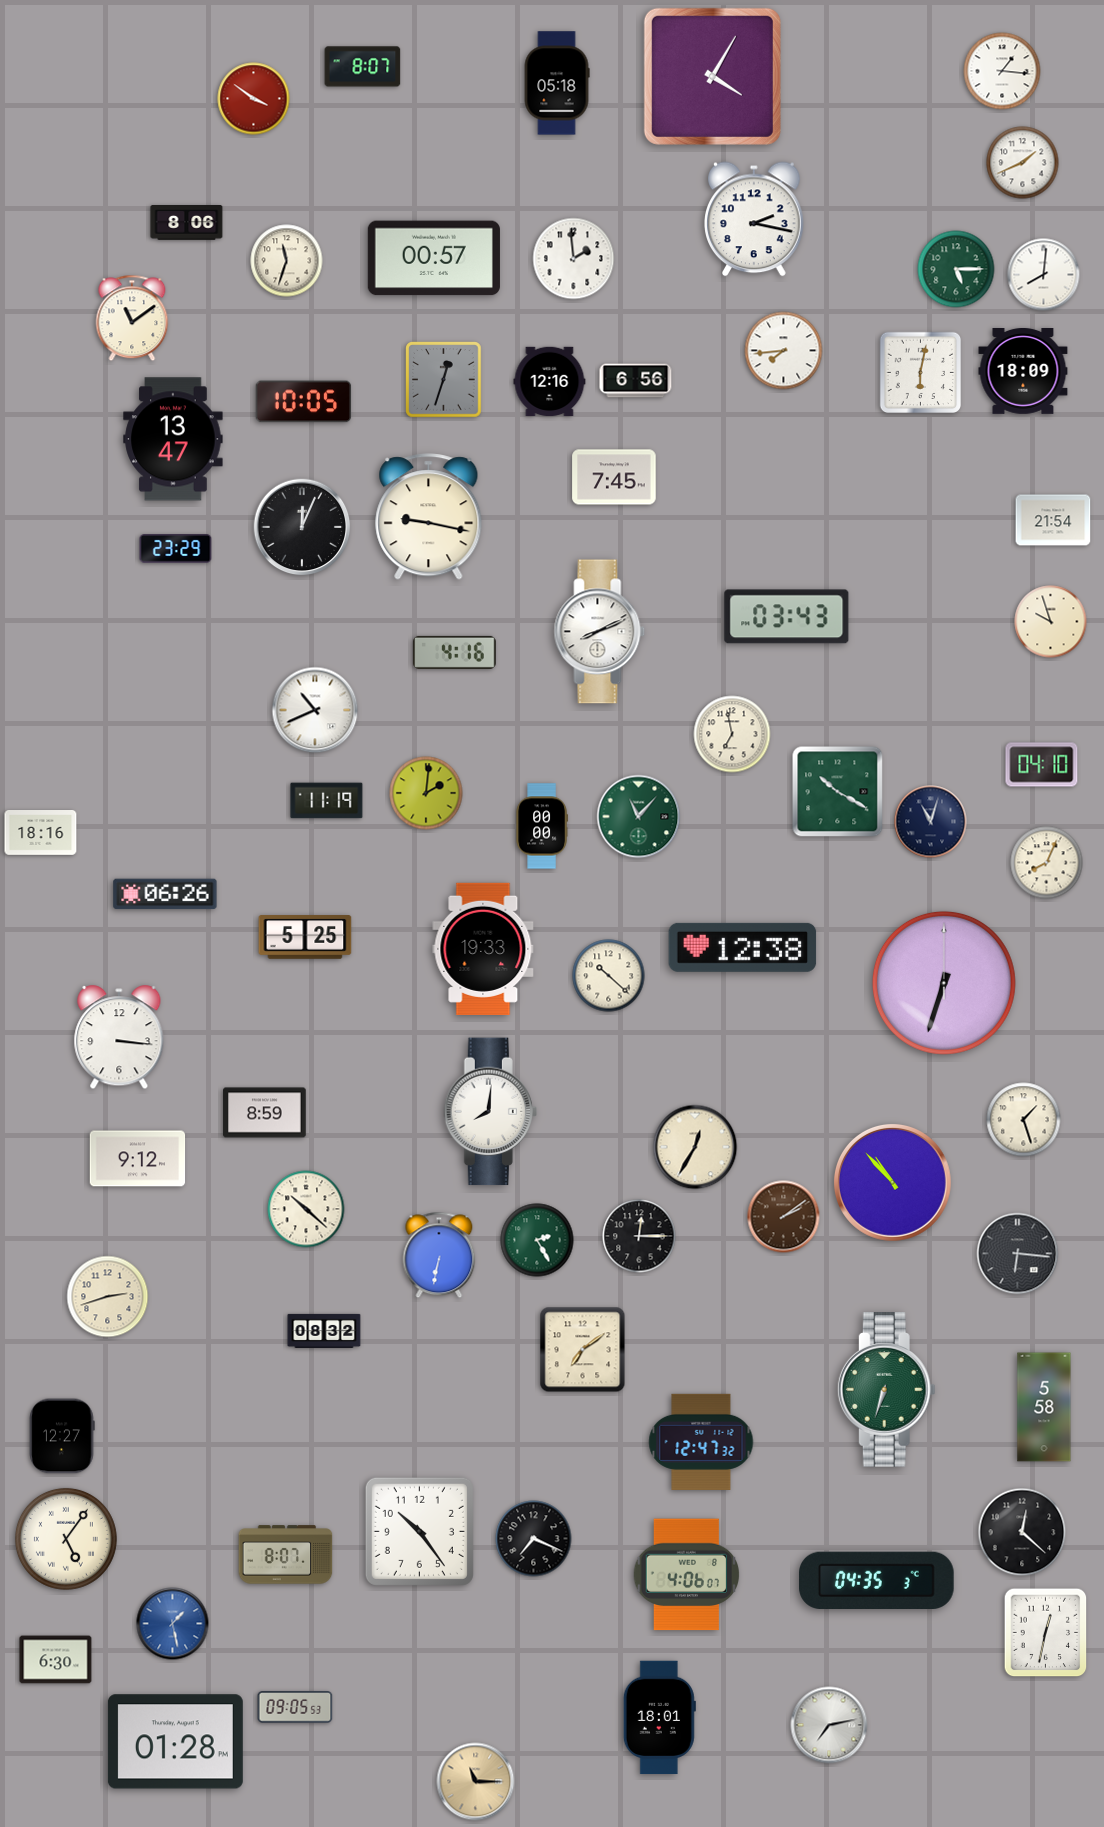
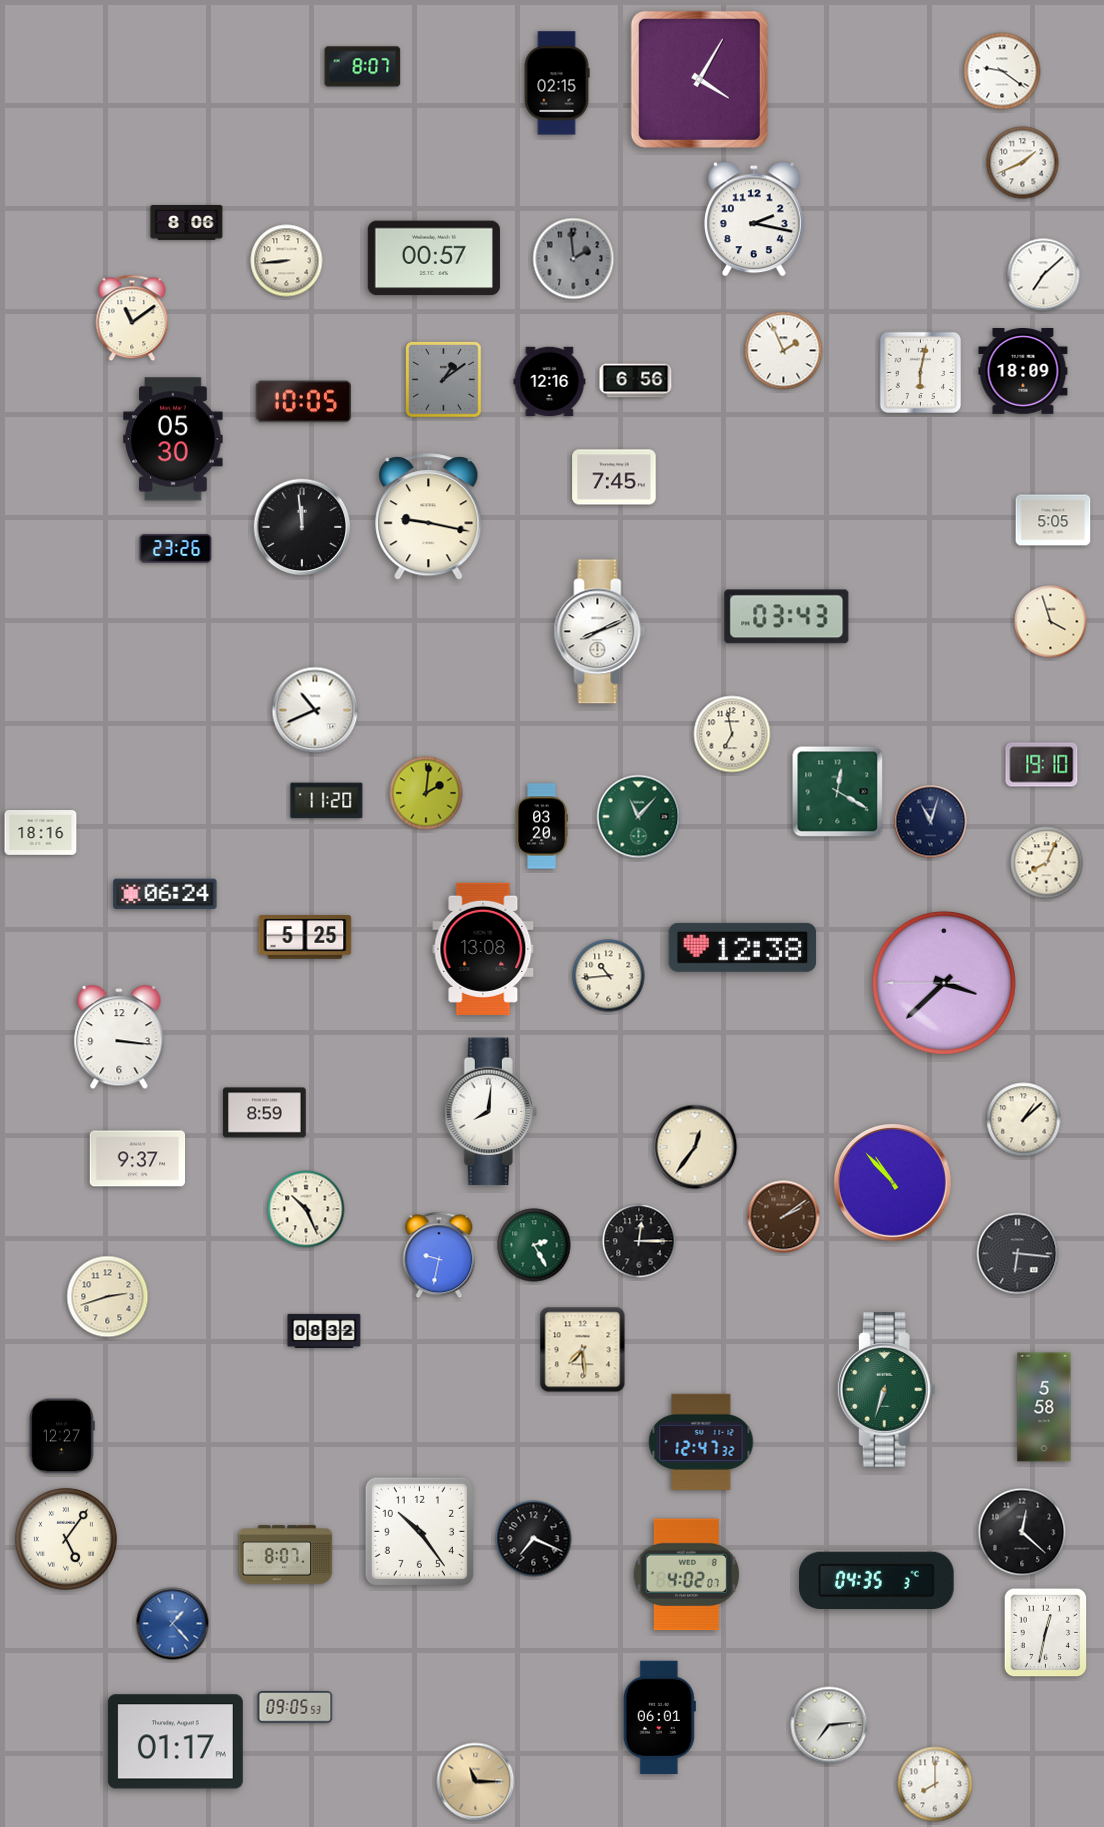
clock at (1002, 71): 1:16 -> 9:21
clock at (712, 76) position: (712, 76) -> (699, 79)
clock at (557, 83): 05:18 -> 02:15
clock at (254, 99): 3:51 -> none
clock at (574, 259) dial: white -> grey
clock at (287, 261): 11:33 -> 8:44
clock at (956, 269): 5:15 -> none
clock at (1044, 275): 8:01 -> 7:08
clock at (784, 351): 7:44 -> 1:56
clock at (444, 380): 12:33 -> 1:09
clock at (173, 439): 13:47 -> 05:30
clock at (1053, 520): 21:54 -> 5:05
clock at (302, 527): 12:04 -> 11:59
clock at (176, 549): 23:29 -> 23:26
clock at (1051, 622): 9:57 -> 3:57
clock at (455, 652): 4:16 -> none
clock at (1042, 765): 04:10 -> 19:10
clock at (838, 792): 10:20 -> 12:20
clock at (327, 801): 11:19 -> 11:20
clock at (542, 826): 00:00 -> 03:20
clock at (165, 894): 06:26 -> 06:24
clock at (483, 949): 19:33 -> 13:08
clock at (609, 976): 10:22 -> 10:44
clock at (944, 983): 6:33 -> 3:37
clock at (1024, 1120): 1:27 -> 1:08
clock at (695, 1147): 12:35 -> 12:36
clock at (138, 1159): 9:12 -> 9:37
clock at (306, 1209): 10:22 -> 10:26
clock at (639, 1236) position: (639, 1236) -> (639, 1241)
clock at (537, 1240) position: (537, 1240) -> (534, 1245)
clock at (439, 1255): 6:32 -> 9:32
clock at (583, 1350): 7:09 -> 7:29
clock at (686, 1575): 4:06 -> 4:02
clock at (173, 1624): 1:28 -> 1:23
clock at (56, 1660): 6:30 -> none
clock at (659, 1718): 18:01 -> 06:01
clock at (829, 1725): 7:13 -> 7:14
clock at (175, 1742): 01:28 -> 01:17
clock at (935, 1784): none -> 8:00
